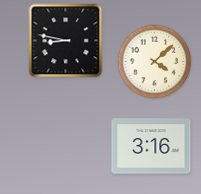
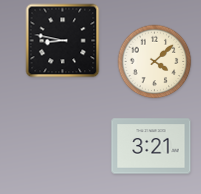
clock at (66, 41) position: (66, 41) -> (63, 41)
clock at (151, 146): 3:16 -> 3:21
